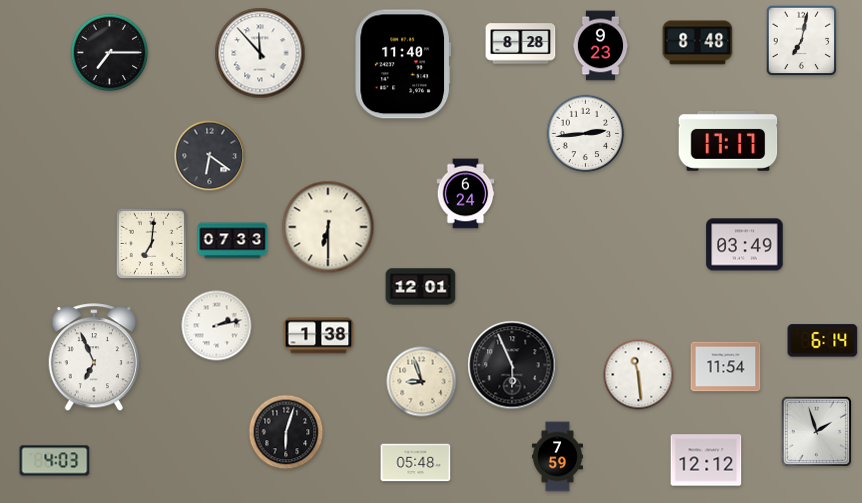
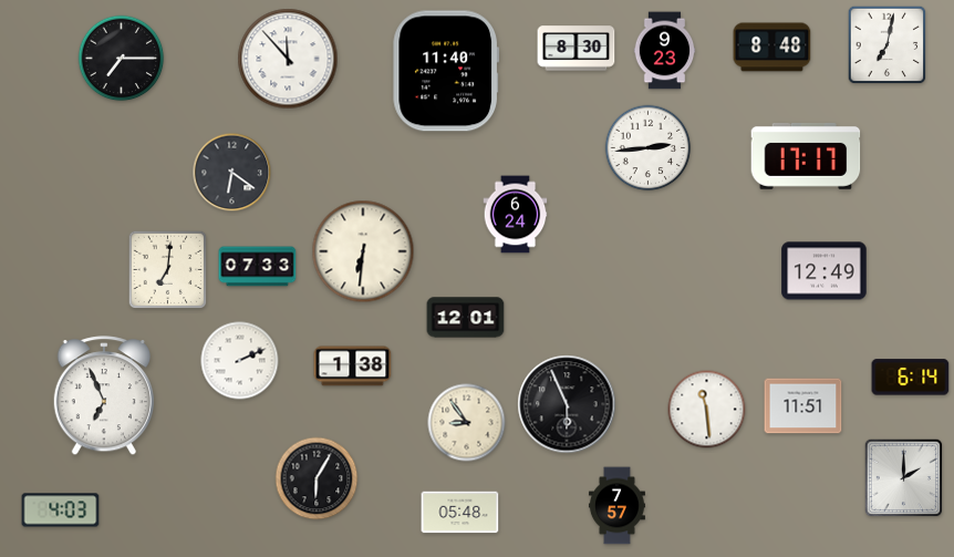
clock at (521, 44): 8:28 -> 8:30
clock at (328, 227): 6:30 -> 6:31
clock at (745, 245): 03:49 -> 12:49
clock at (217, 326): 2:13 -> 2:11
clock at (319, 336) position: (319, 336) -> (353, 367)
clock at (726, 367): 11:54 -> 11:51
clock at (639, 375) position: (639, 375) -> (707, 410)
clock at (422, 382): 8:57 -> 8:54
clock at (286, 432): 6:03 -> 6:05
clock at (817, 432): 1:57 -> 2:00
clock at (557, 457): 7:59 -> 7:57
clock at (706, 460): 12:12 -> none
